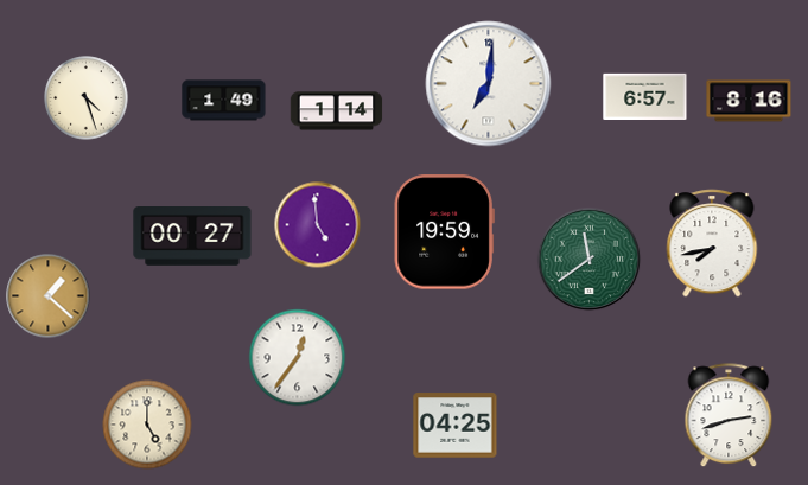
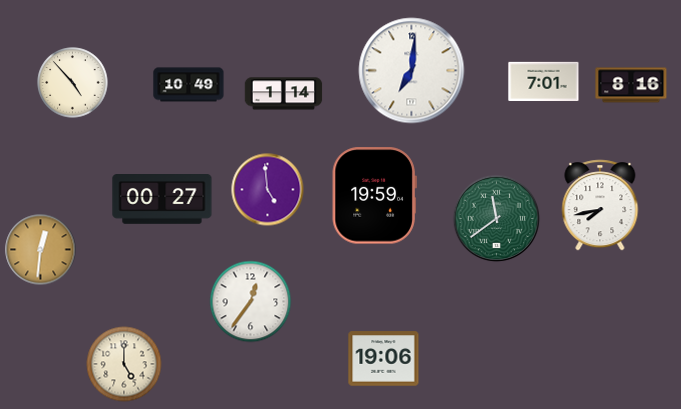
clock at (645, 96): 6:57 -> 7:01
clock at (87, 98): 4:27 -> 4:53
clock at (224, 101): 1:49 -> 10:49
clock at (49, 296): 1:22 -> 12:31
clock at (729, 416): 2:42 -> none
clock at (147, 425) position: (147, 425) -> (124, 364)
clock at (456, 426): 04:25 -> 19:06
